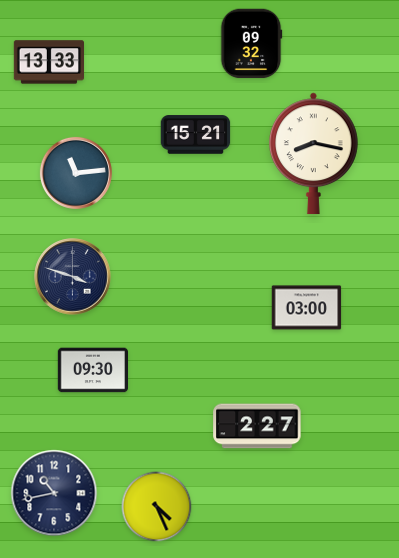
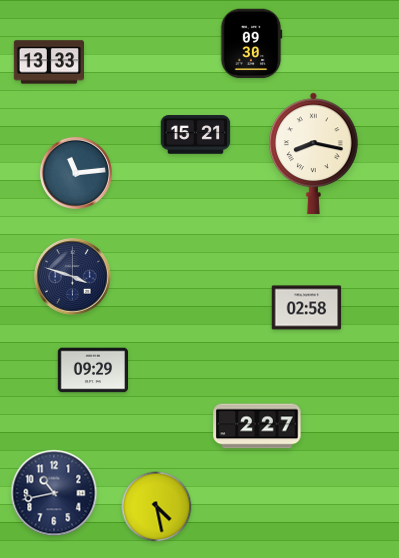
clock at (251, 44): 09:32 -> 09:30
clock at (307, 308): 03:00 -> 02:58
clock at (93, 370): 09:30 -> 09:29
clock at (157, 507): 4:26 -> 4:28
